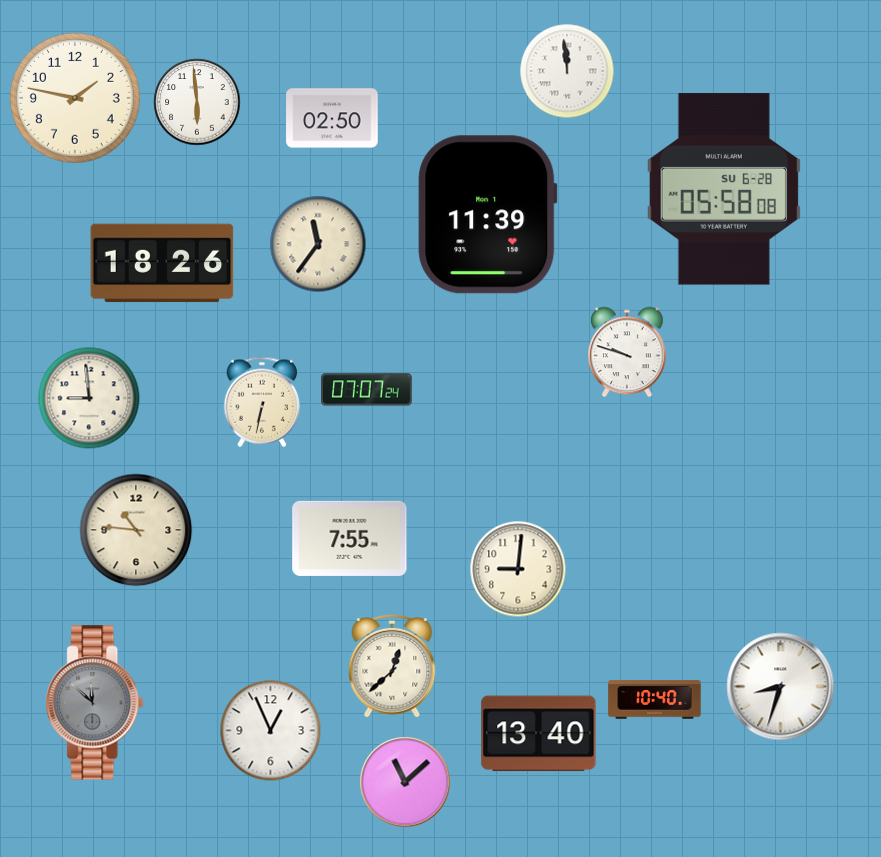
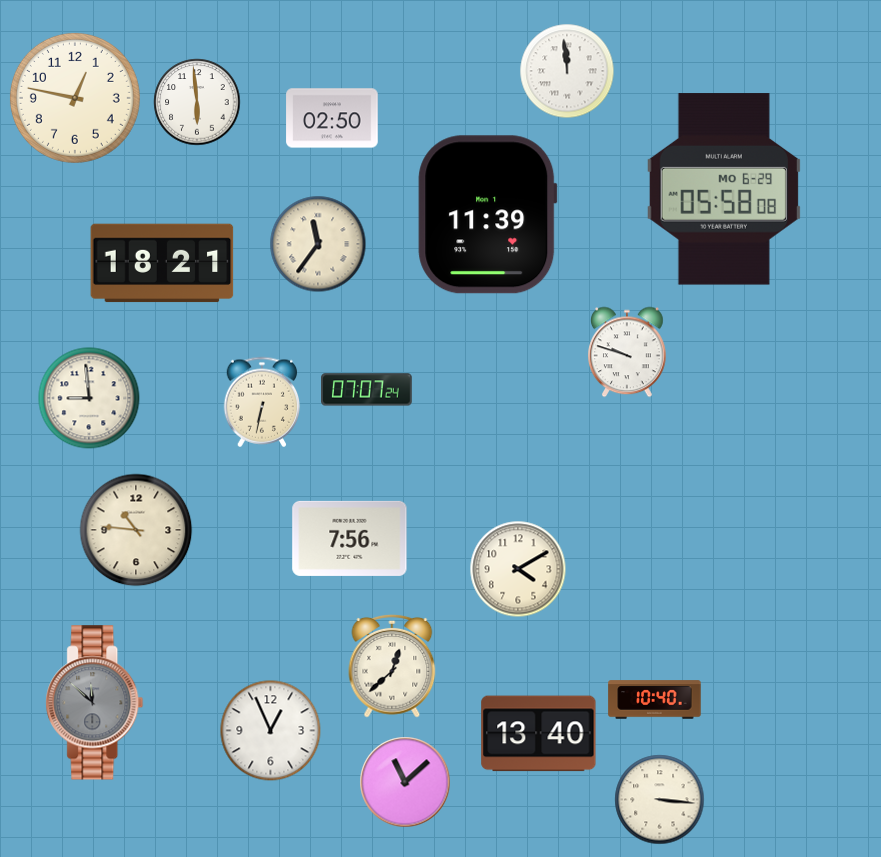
clock at (75, 98): 1:47 -> 12:47
clock at (724, 189) date: SU 6-28 -> MO 6-29
clock at (162, 263): 18:26 -> 18:21
clock at (350, 538): 7:55 -> 7:56
clock at (518, 569): 9:01 -> 4:10
clock at (781, 687): 8:33 -> none
clock at (660, 800): none -> 3:16
